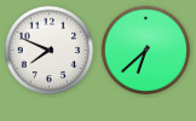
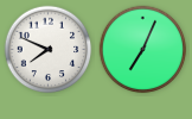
clock at (146, 51): 6:38 -> 7:04
